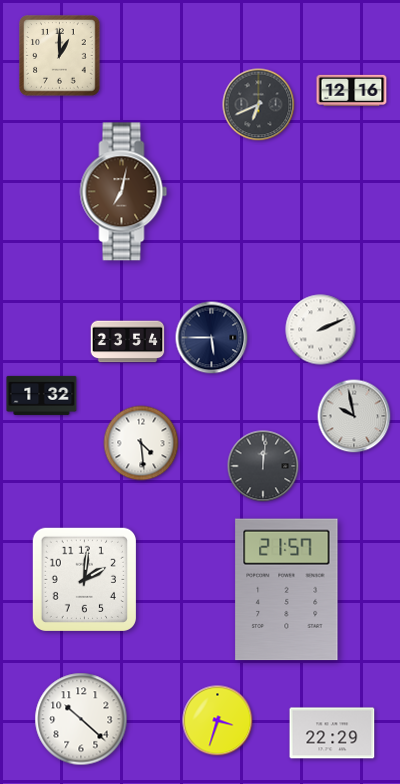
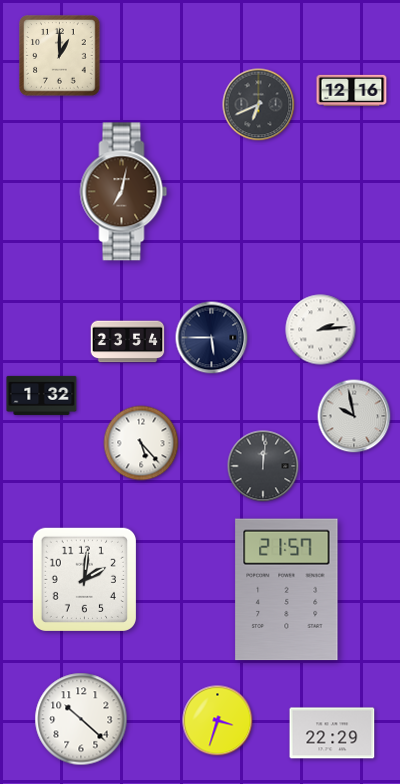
clock at (321, 330): 2:11 -> 2:14
clock at (141, 443): 4:29 -> 5:23
